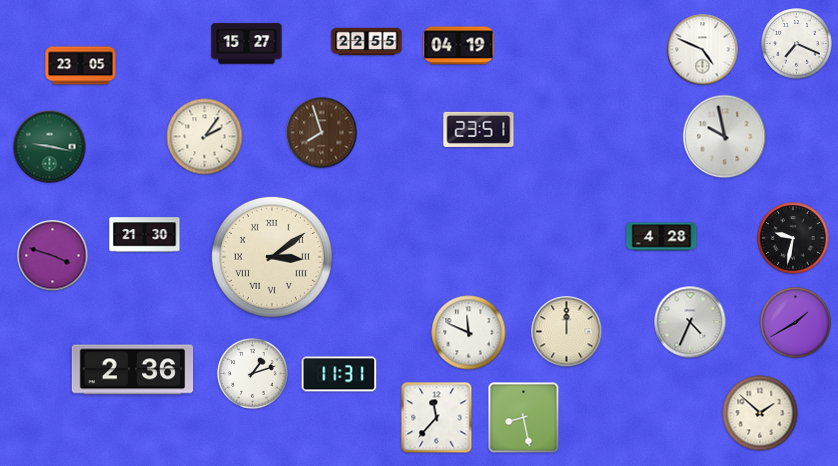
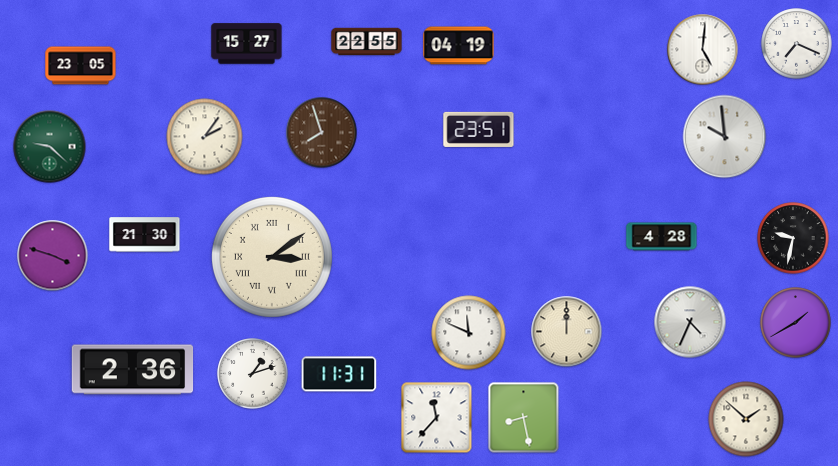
clock at (703, 50): 4:49 -> 5:01
clock at (725, 137): 9:58 -> 9:59
clock at (50, 147): 9:17 -> 9:22
clock at (760, 413) position: (760, 413) -> (746, 419)
